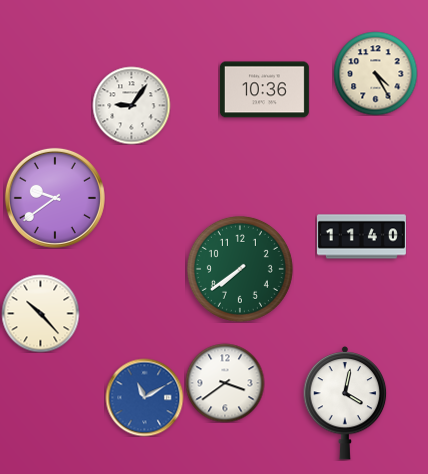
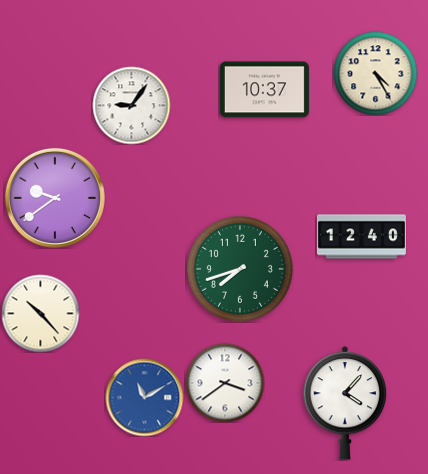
clock at (264, 90): 10:36 -> 10:37
clock at (361, 237): 11:40 -> 12:40
clock at (240, 269): 7:39 -> 7:42
clock at (345, 403): 4:02 -> 4:07
